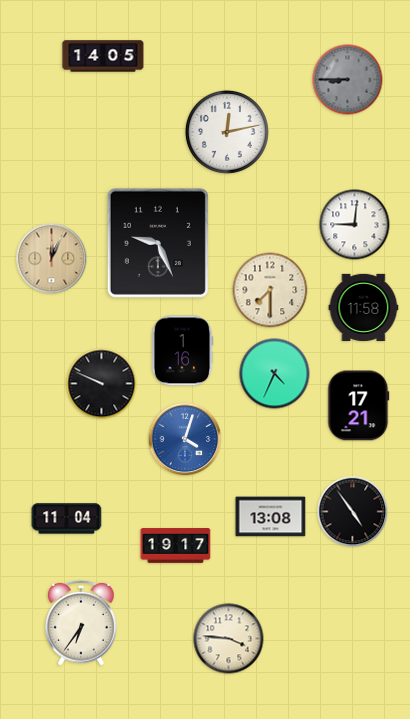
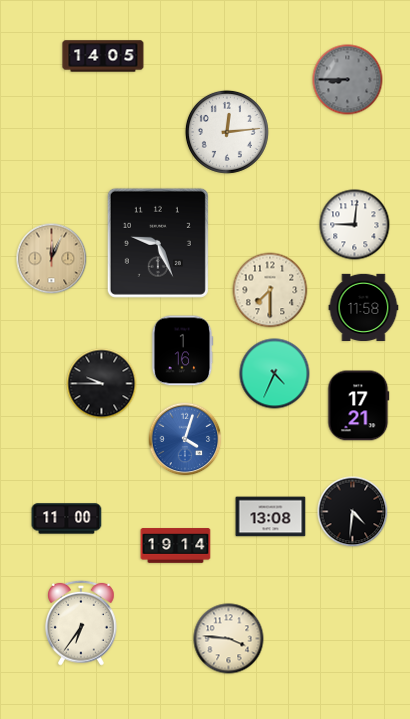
clock at (227, 132): 12:13 -> 12:14
clock at (102, 384): 9:49 -> 9:45
clock at (353, 512): 4:54 -> 4:31
clock at (67, 519): 11:04 -> 11:00
clock at (176, 546): 19:17 -> 19:14
